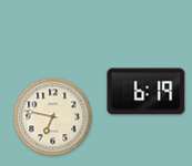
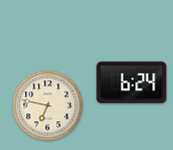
clock at (146, 92): 6:19 -> 6:24
